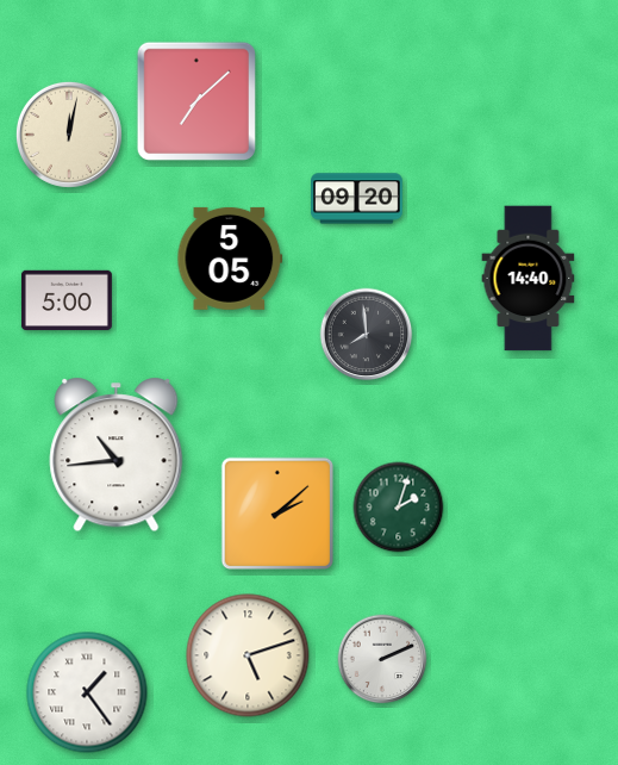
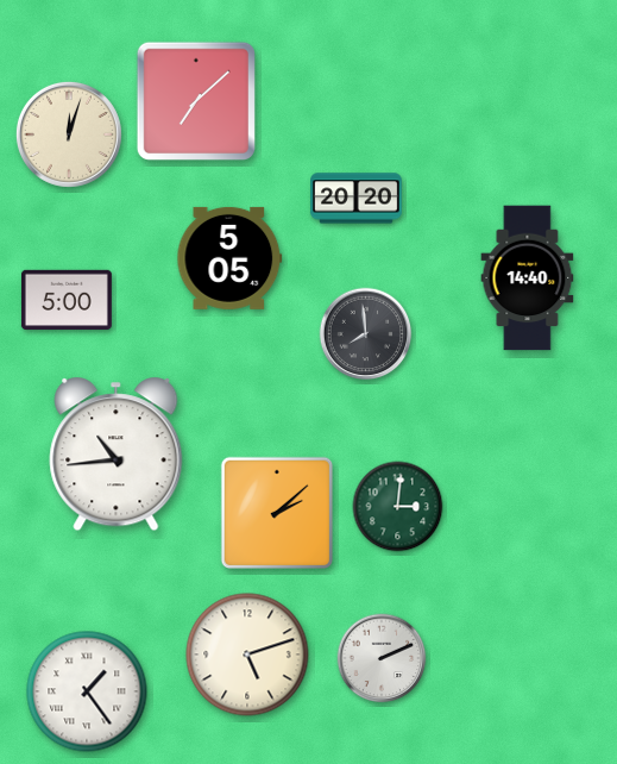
clock at (69, 135): 12:02 -> 12:03
clock at (357, 199): 09:20 -> 20:20
clock at (399, 508): 2:03 -> 3:01
